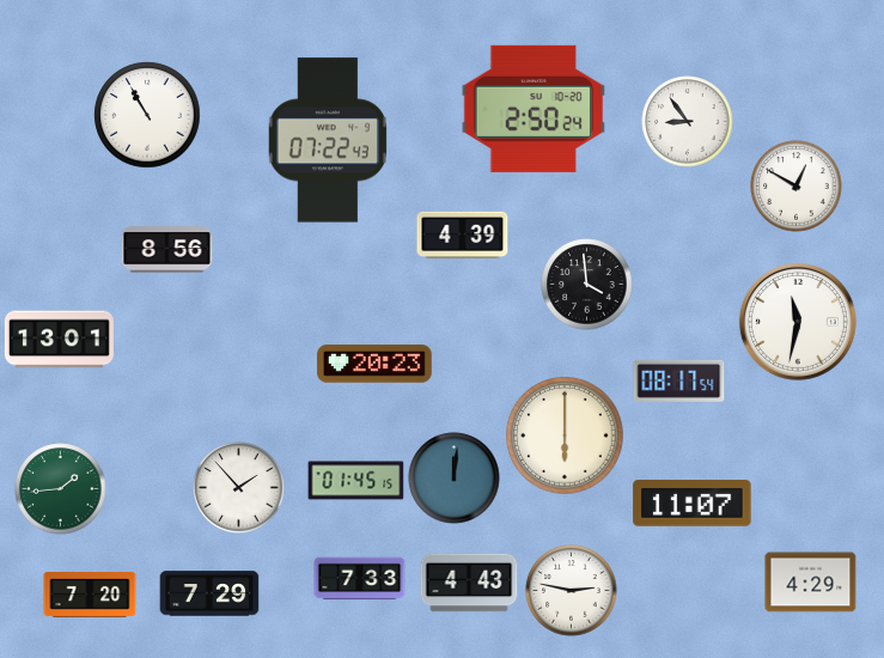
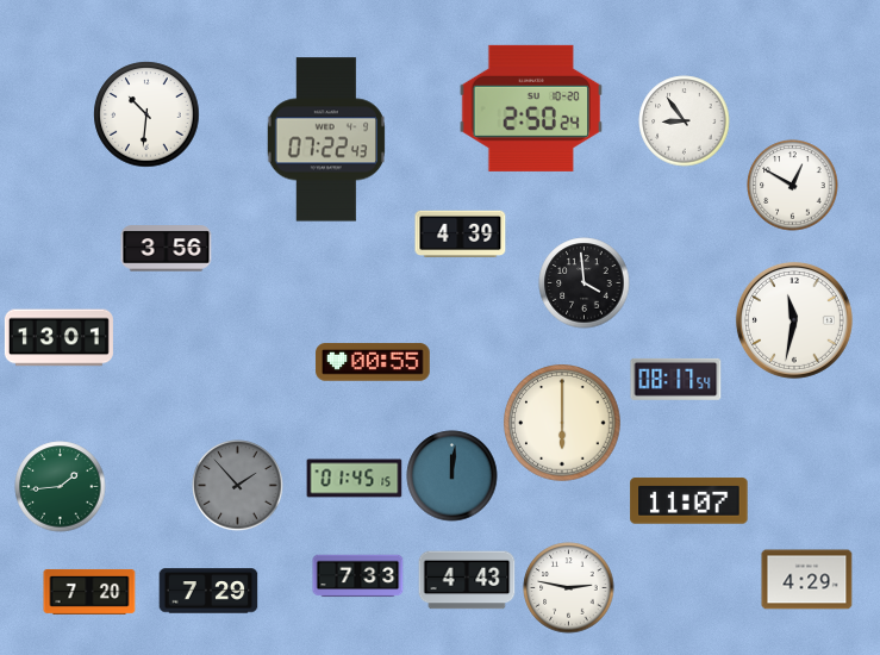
clock at (147, 115): 10:55 -> 10:31
clock at (167, 250): 8:56 -> 3:56
clock at (374, 364): 20:23 -> 00:55
clock at (565, 435) position: (565, 435) -> (562, 423)
clock at (239, 488) dial: white -> grey
